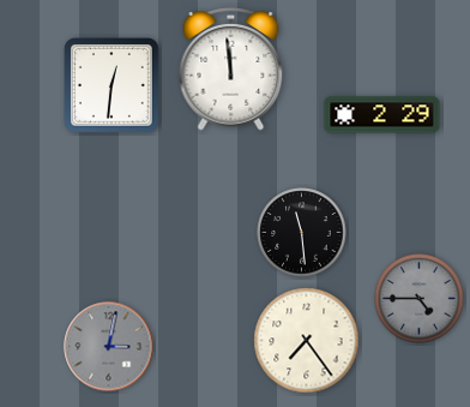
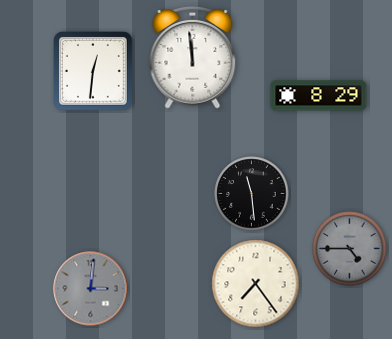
clock at (382, 115): 2:29 -> 8:29
clock at (109, 347): 3:02 -> 3:01
